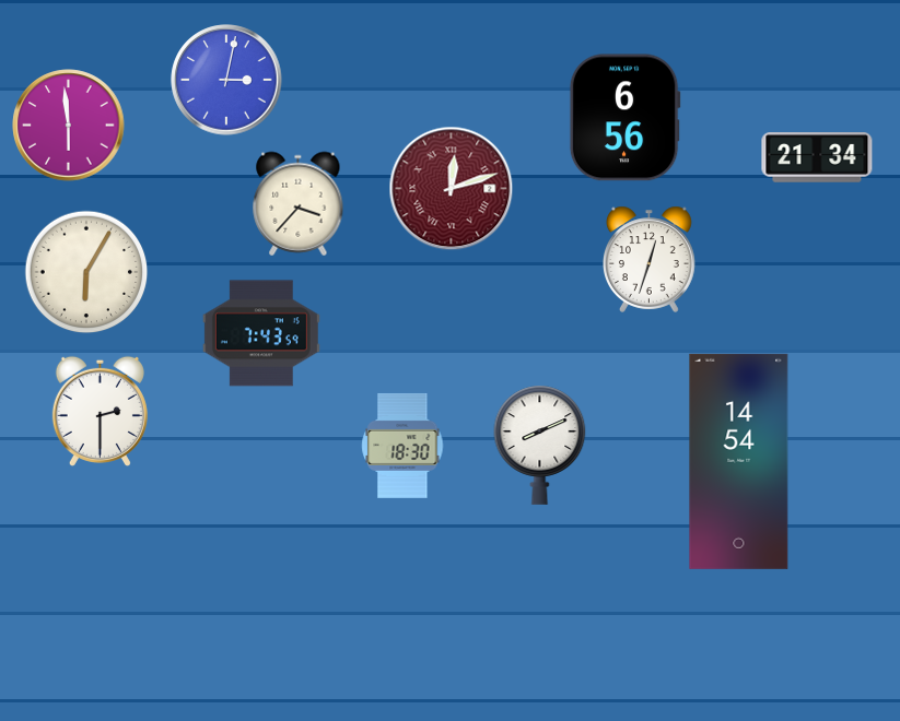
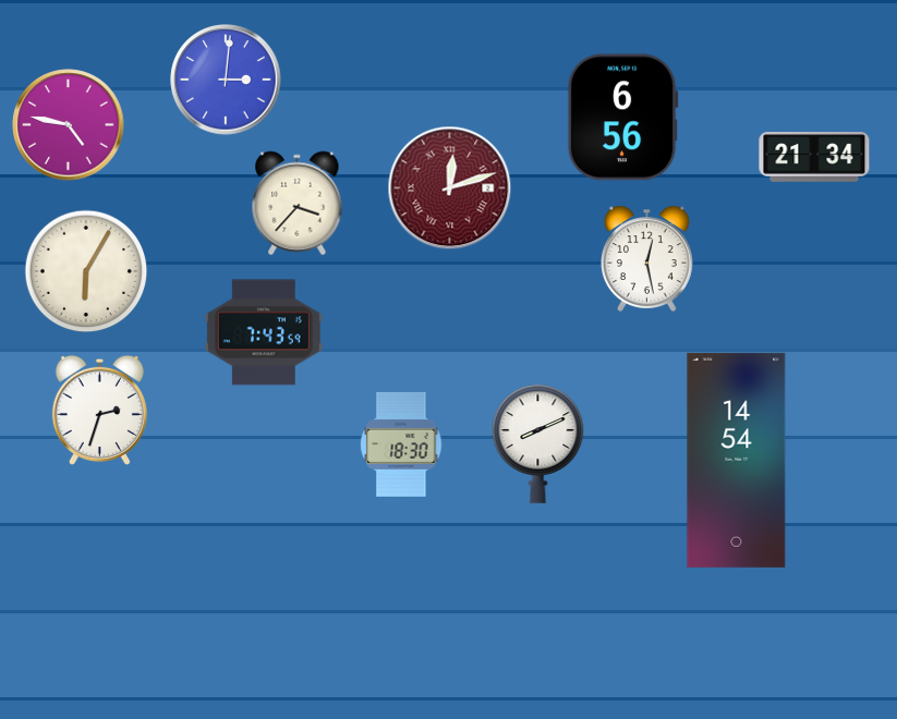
clock at (226, 80): 3:02 -> 3:01
clock at (69, 126): 5:59 -> 4:47
clock at (650, 259): 12:33 -> 12:28
clock at (261, 333) position: (261, 333) -> (264, 332)
clock at (100, 411): 2:30 -> 2:33
